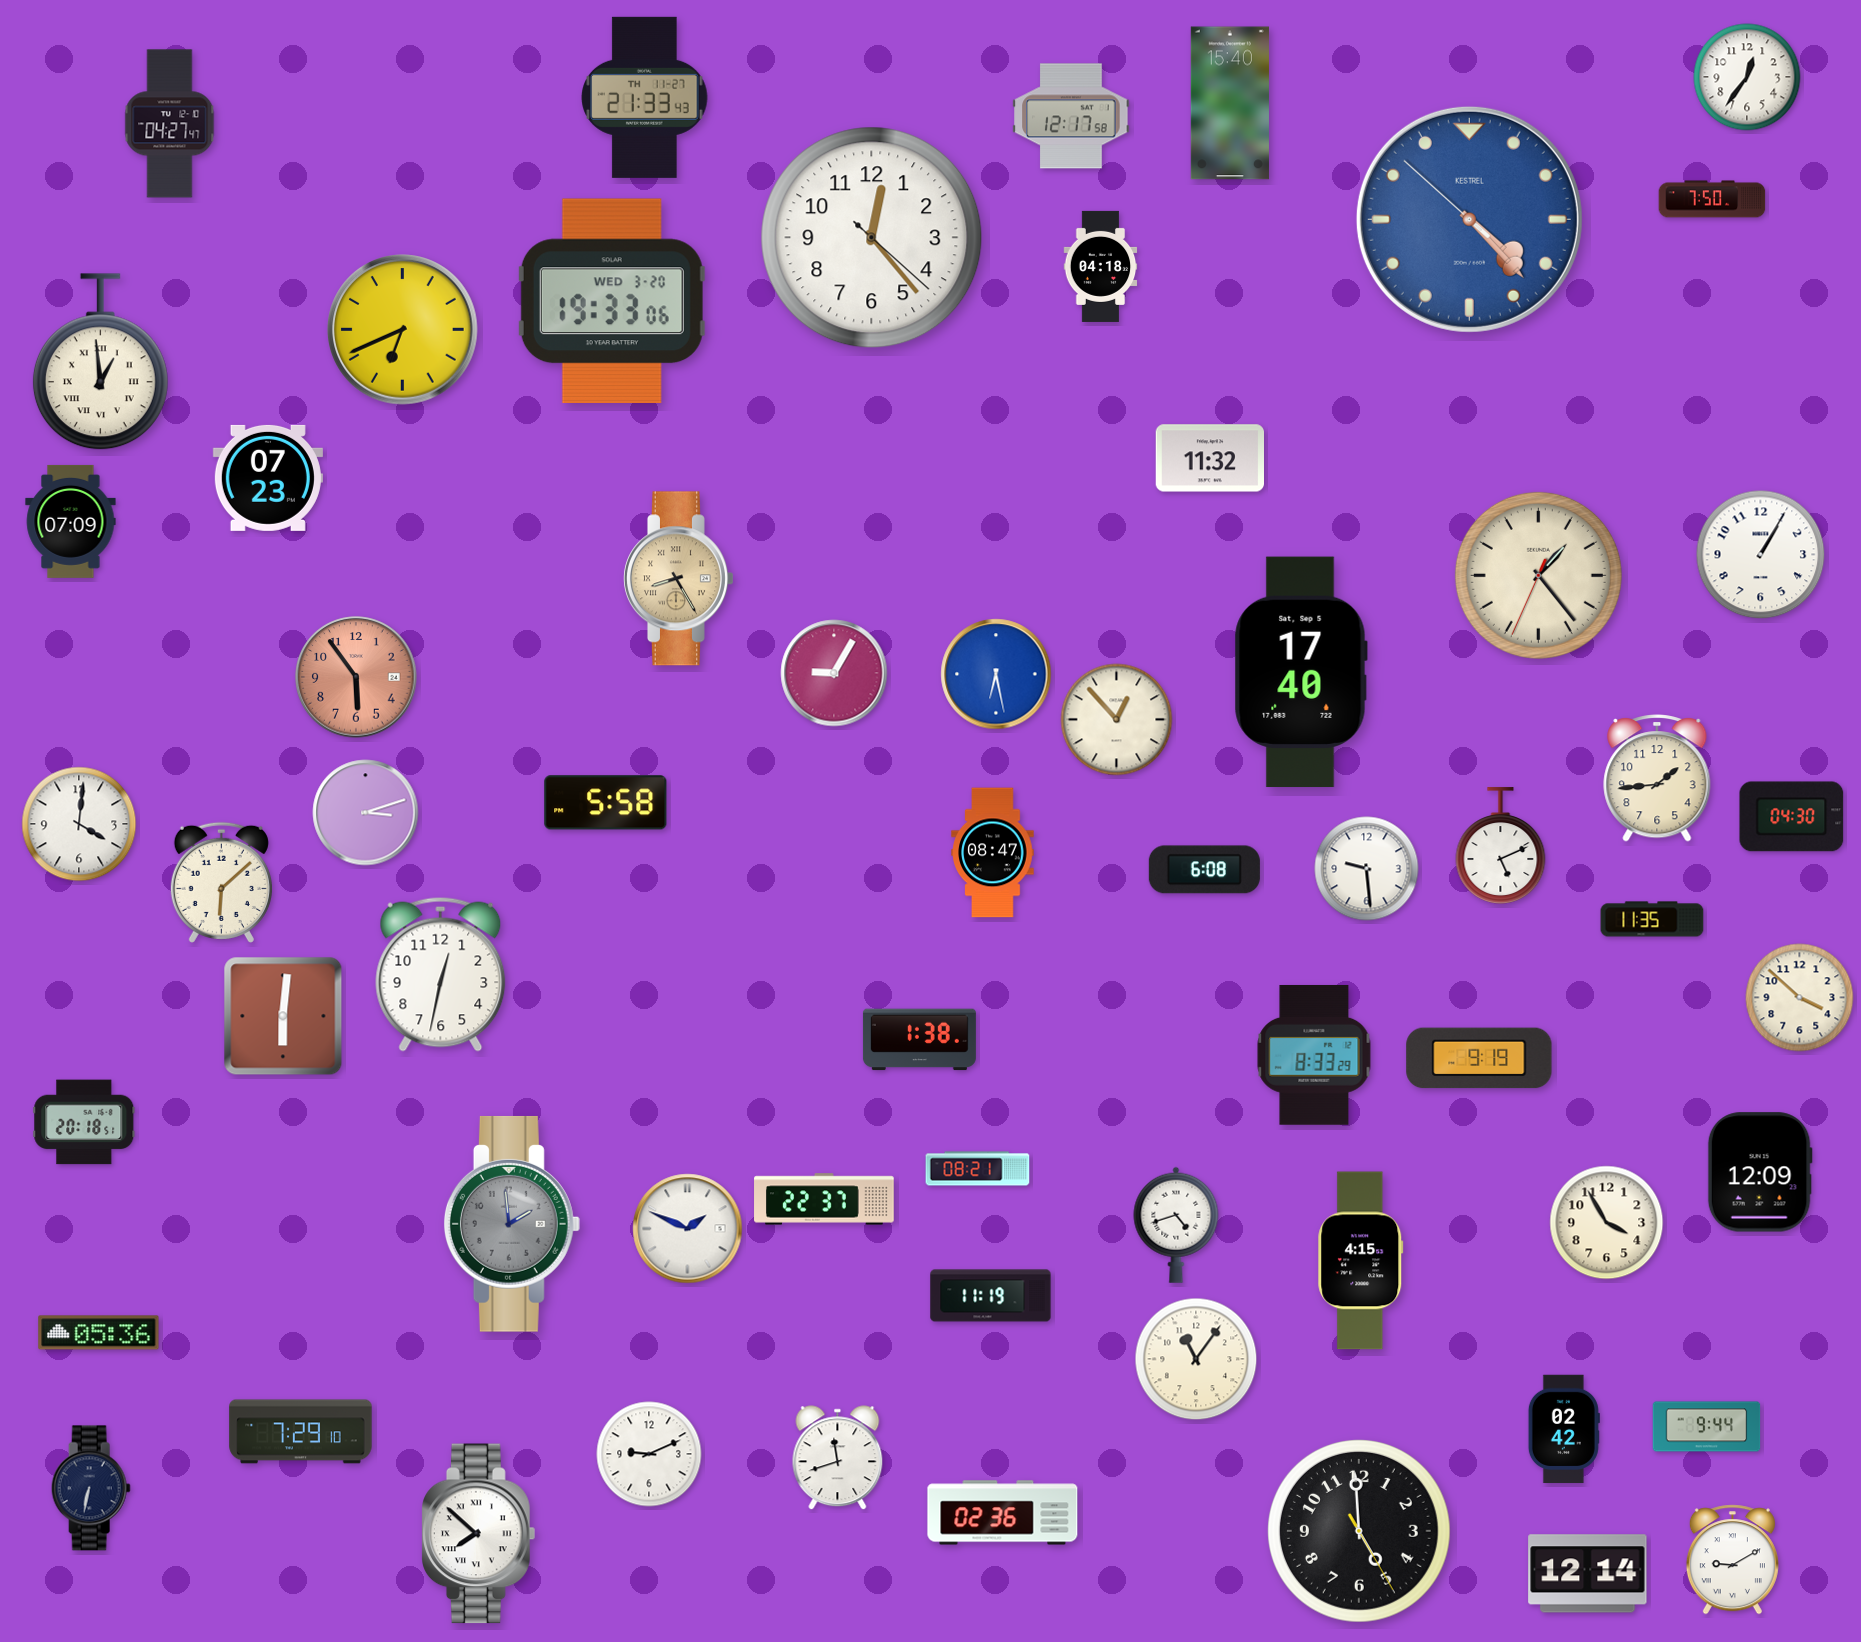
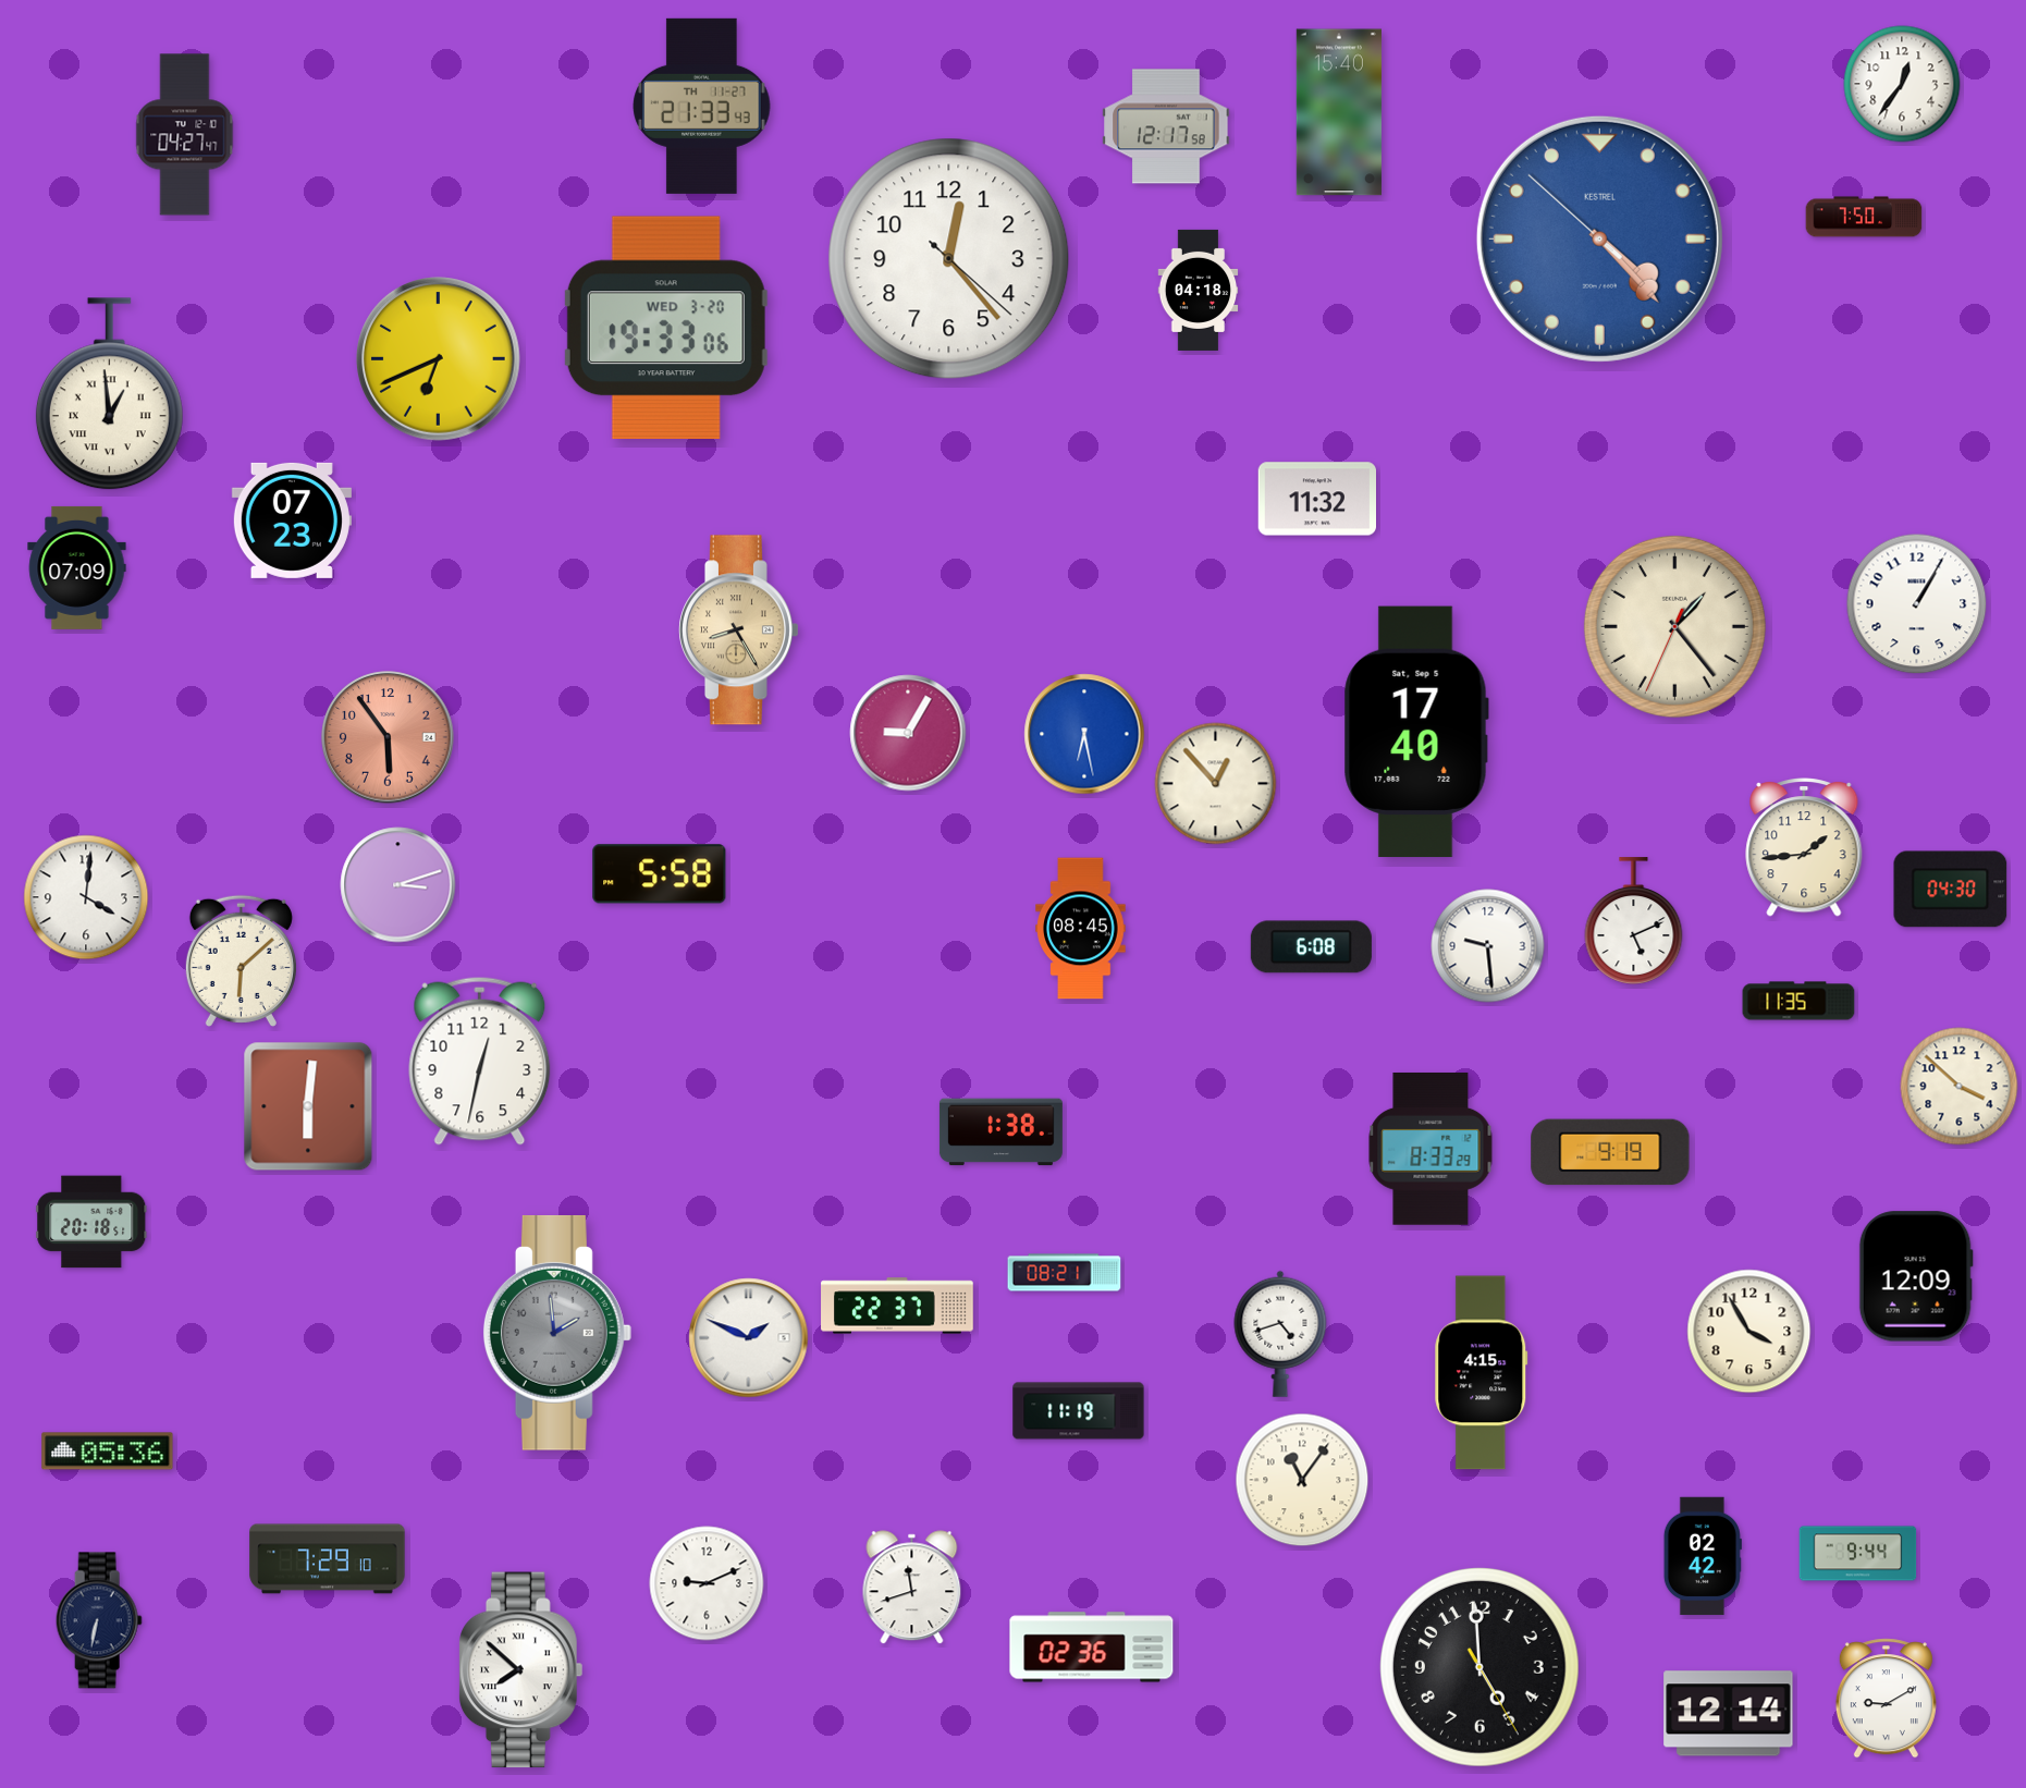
clock at (993, 853): 08:47 -> 08:45
